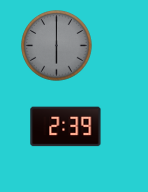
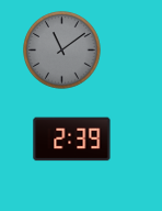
clock at (57, 46): 6:00 -> 11:09
